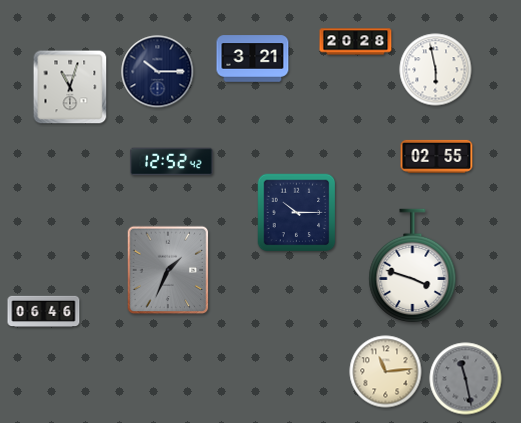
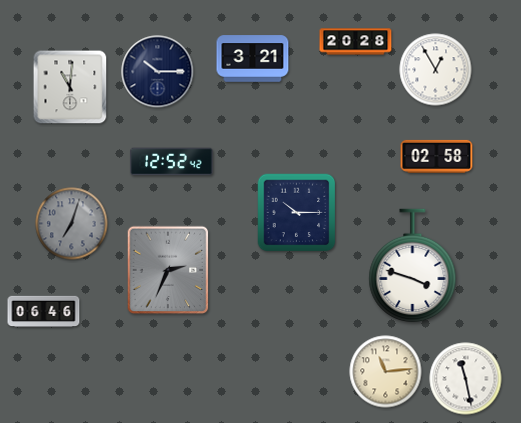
clock at (436, 70): 5:58 -> 12:55
clock at (70, 87): 11:03 -> 11:01
clock at (437, 156): 02:55 -> 02:58
clock at (72, 224): none -> 7:03
clock at (168, 270): 1:34 -> 2:34
clock at (466, 379) dial: grey -> white
